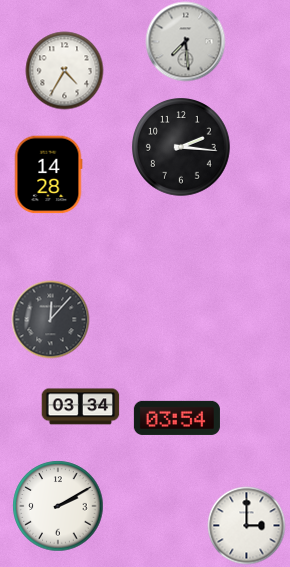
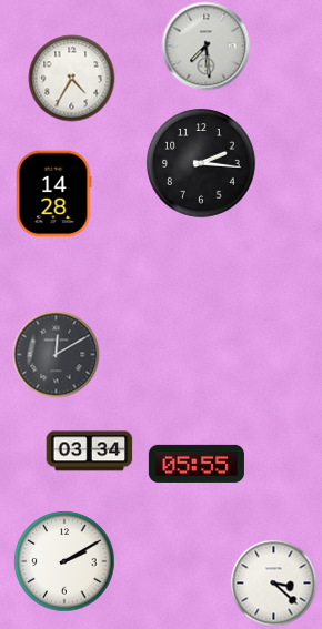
clock at (50, 319): 12:07 -> 12:10
clock at (177, 418): 03:54 -> 05:55
clock at (246, 525): 3:00 -> 3:22
